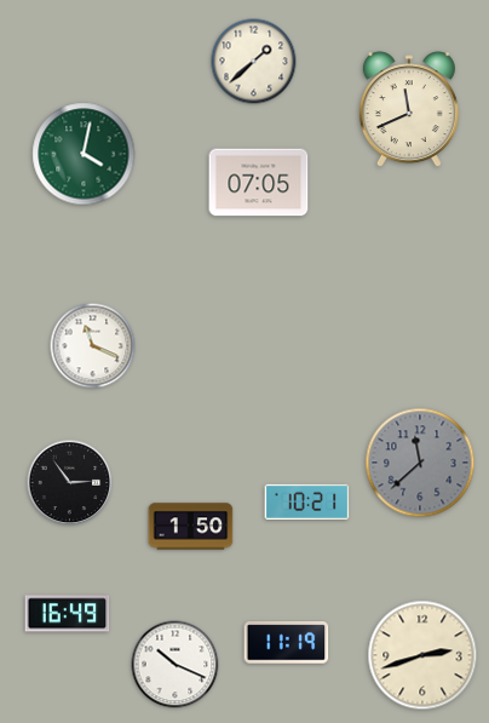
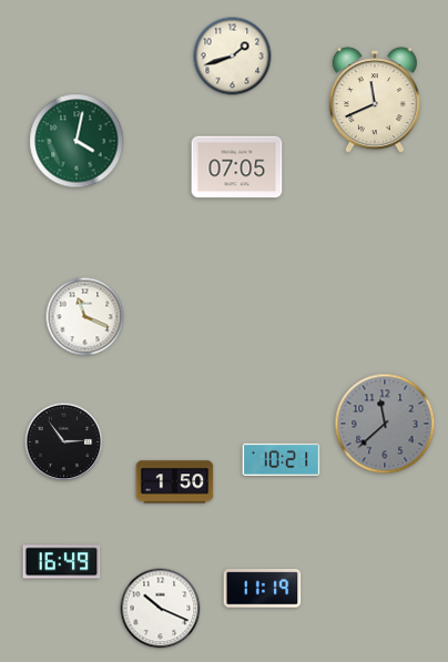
clock at (254, 62): 1:38 -> 1:42
clock at (422, 655): 2:42 -> none
